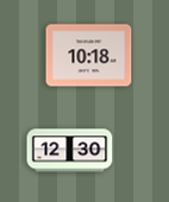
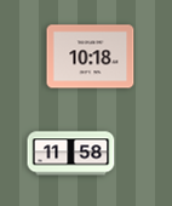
clock at (70, 151): 12:30 -> 11:58
